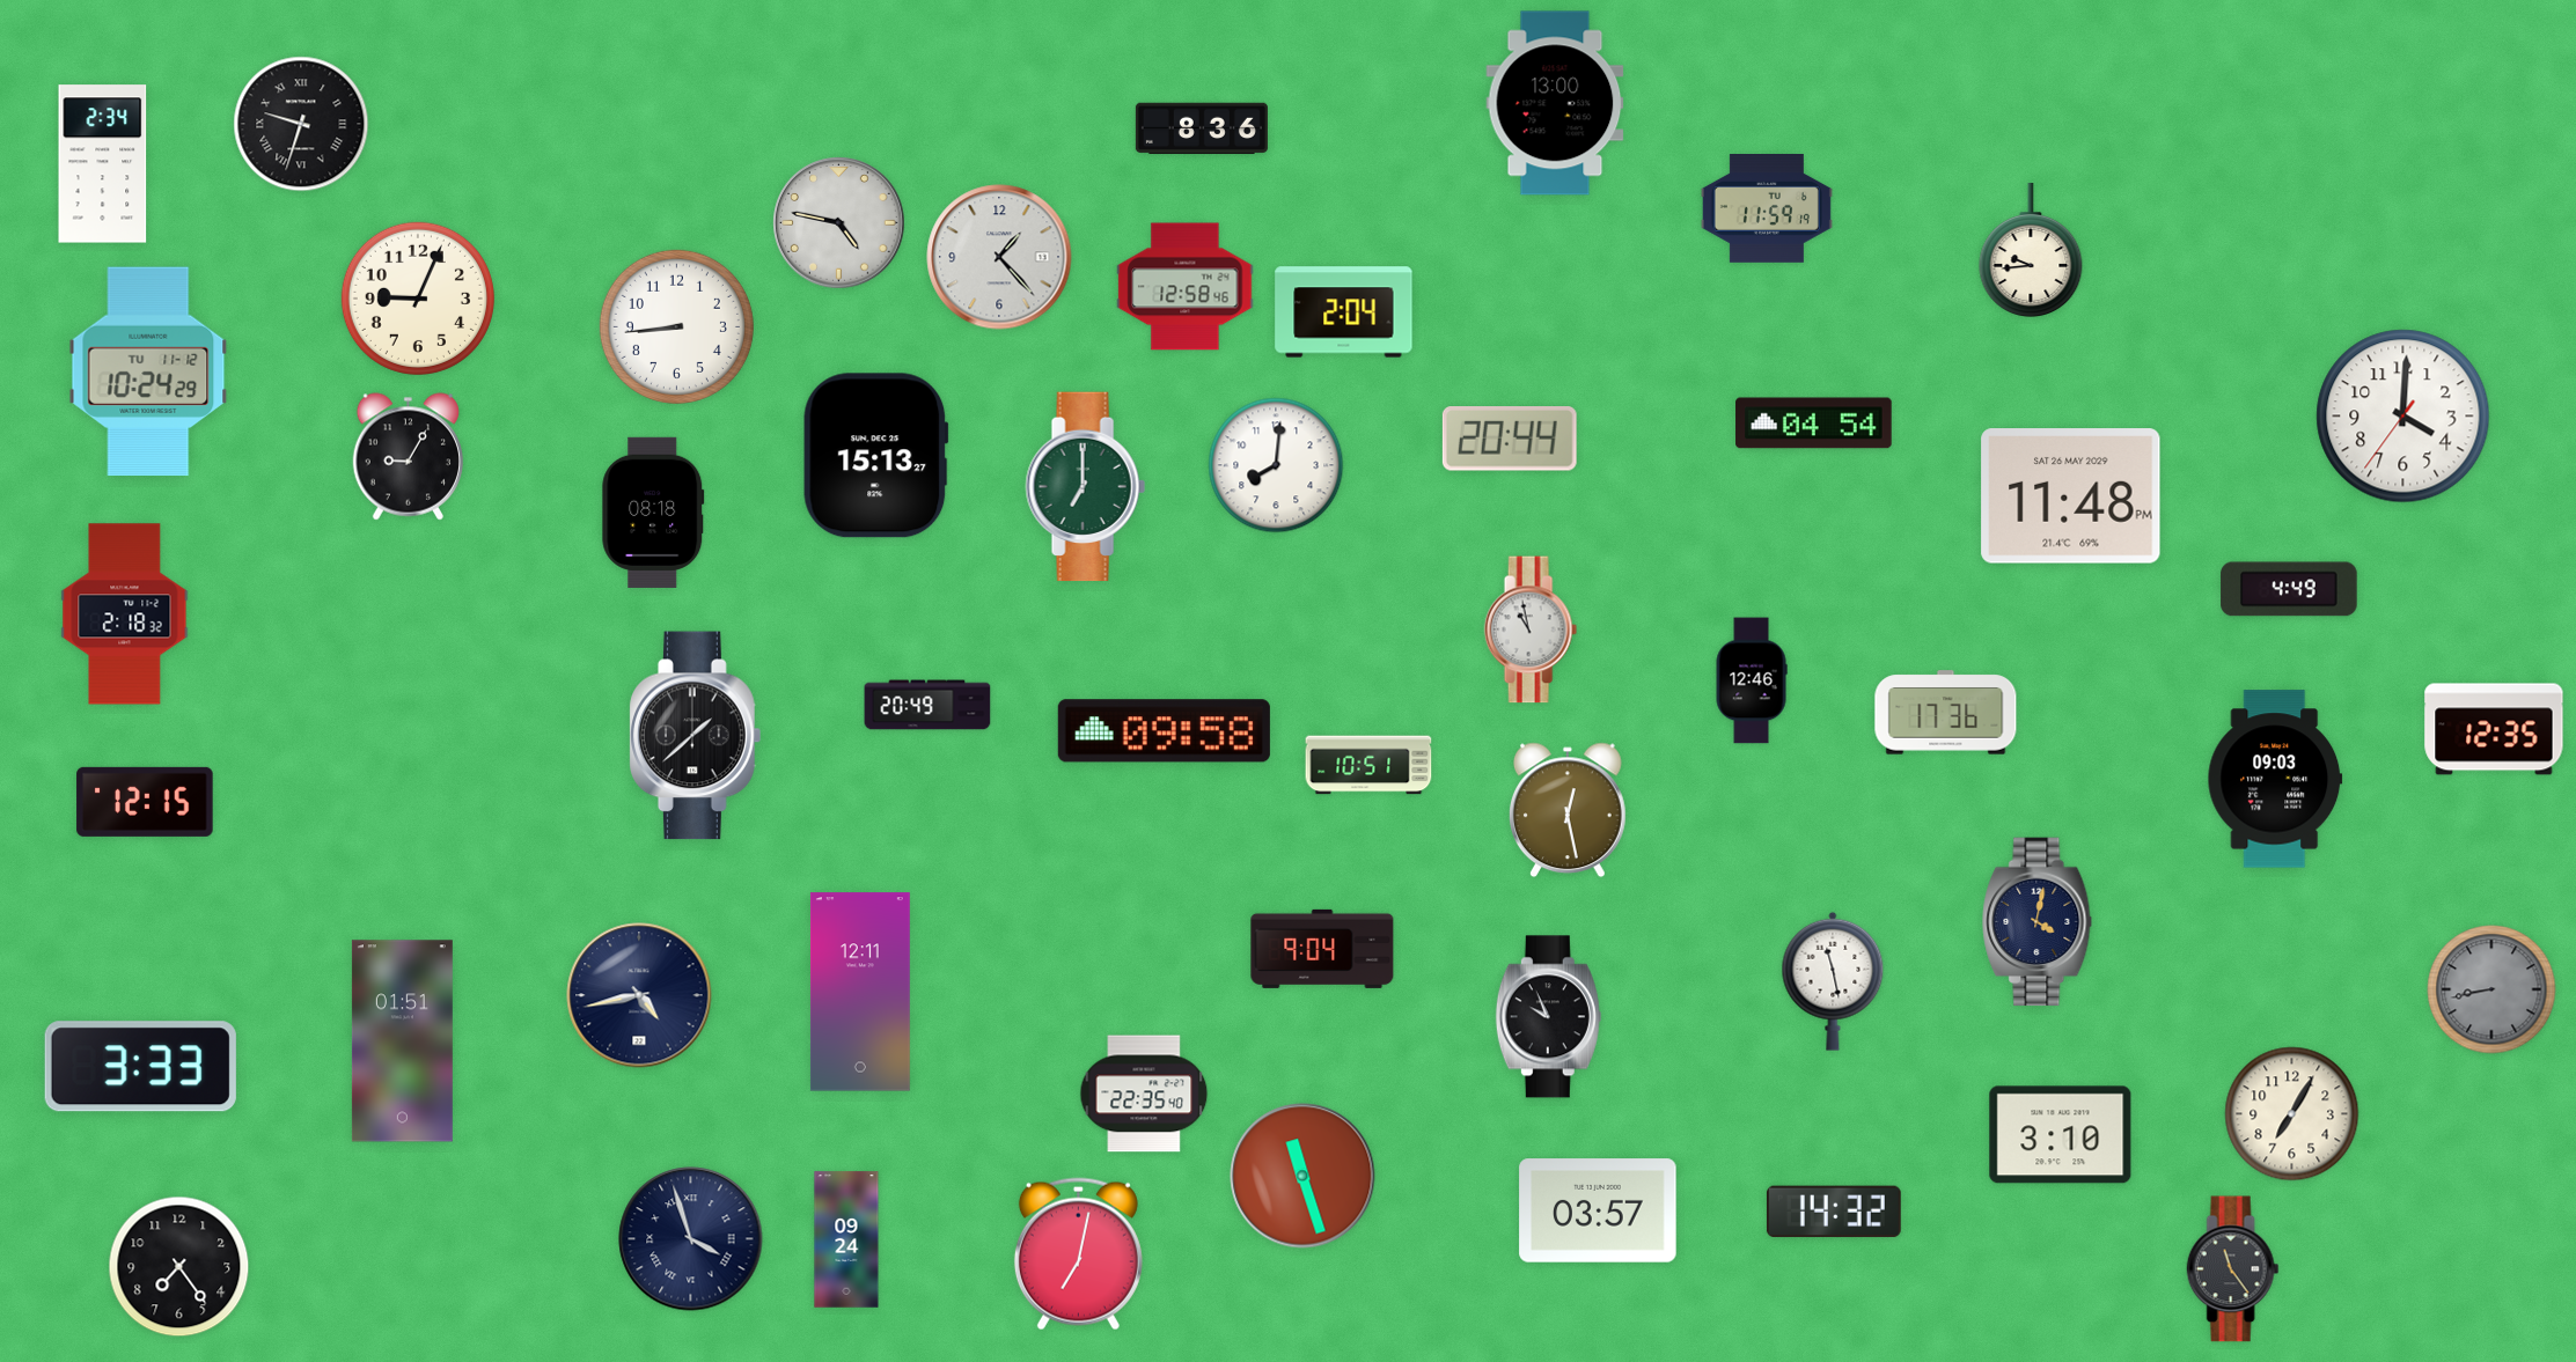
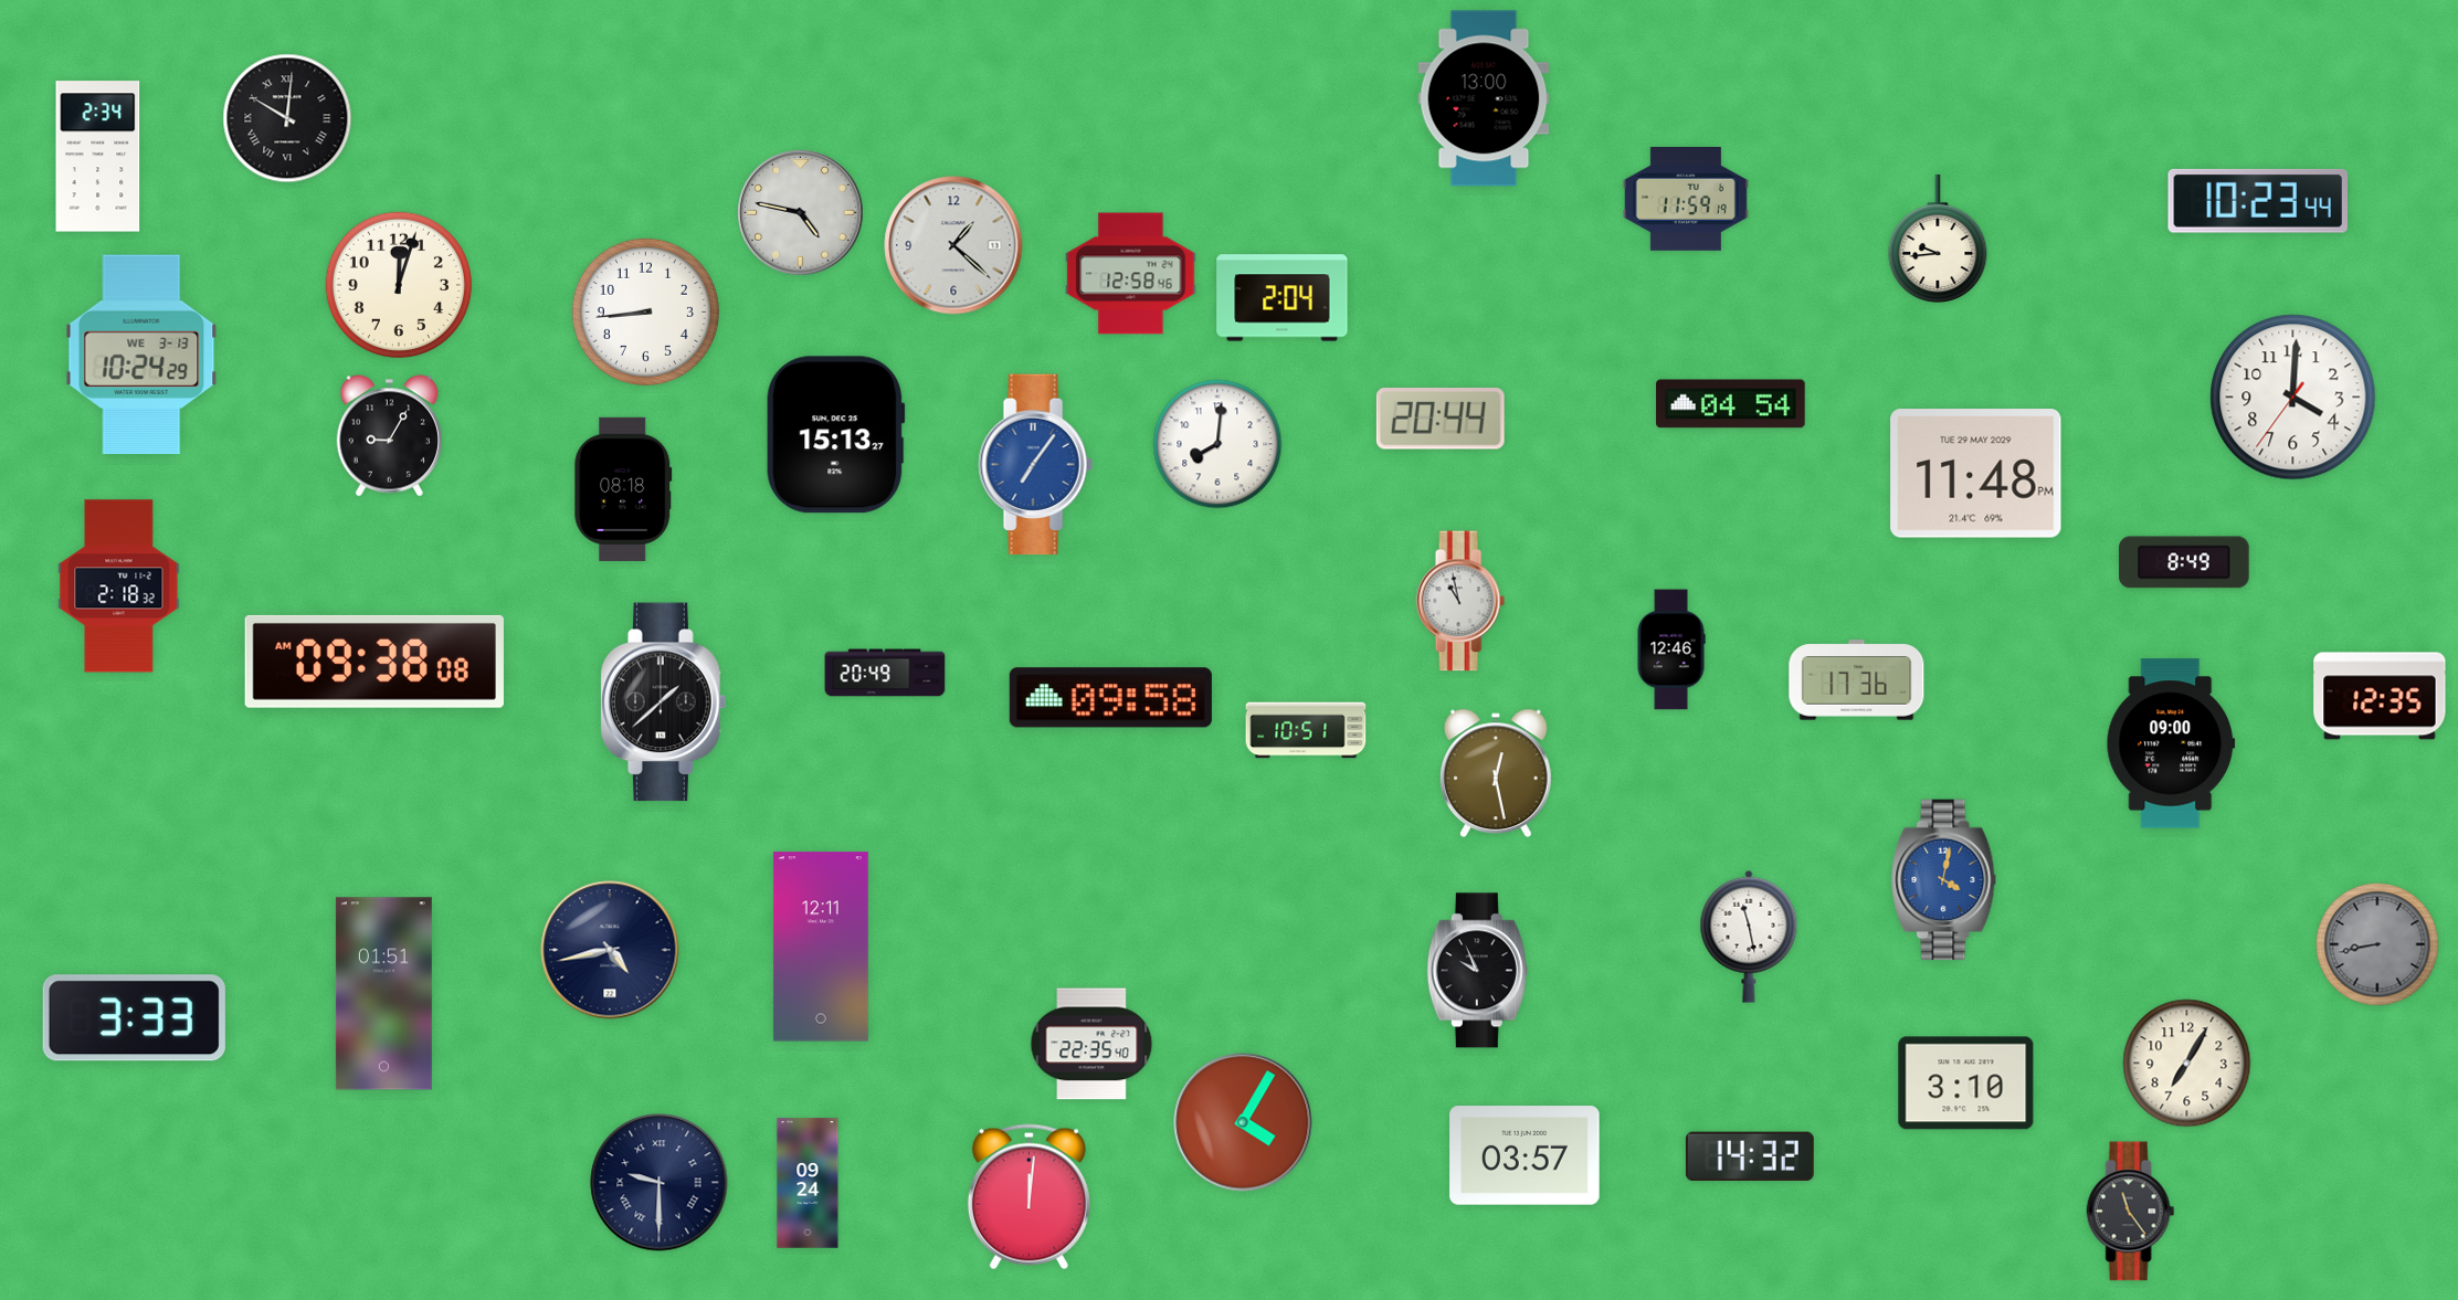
clock at (301, 124): 9:33 -> 10:01
clock at (1202, 128): 8:36 -> none
clock at (2257, 201): none -> 10:23
clock at (999, 257): 1:23 -> 1:22
clock at (418, 299): 9:04 -> 12:03
clock at (148, 371) date: TU 11-12 -> WE 3-13
clock at (1085, 487): 7:00 -> 7:06
clock at (1085, 487) dial: green -> blue
clock at (2071, 496) date: SAT 26 MAY 2029 -> TUE 29 MAY 2029
clock at (2289, 589): 4:49 -> 8:49
clock at (374, 662): none -> 09:38
clock at (2275, 779): 09:03 -> 09:00
clock at (145, 802): 12:15 -> none
clock at (2038, 922) dial: navy -> blue
clock at (1322, 949): 9:04 -> none
clock at (1302, 1176): 11:27 -> 4:05
clock at (691, 1239): 3:57 -> 9:30
clock at (1078, 1254): 7:02 -> 12:01
clock at (179, 1267): 7:24 -> none
